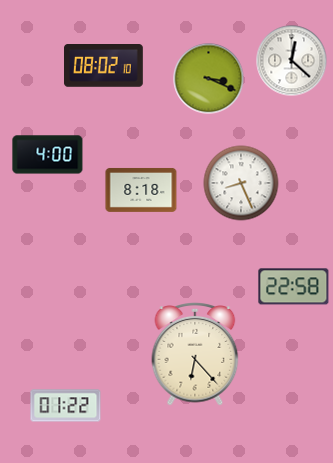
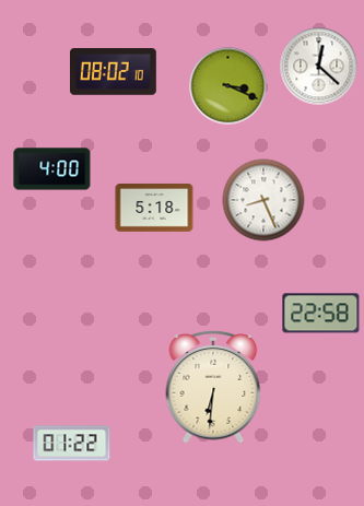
clock at (141, 190): 8:18 -> 5:18
clock at (195, 355): 6:23 -> 6:31
